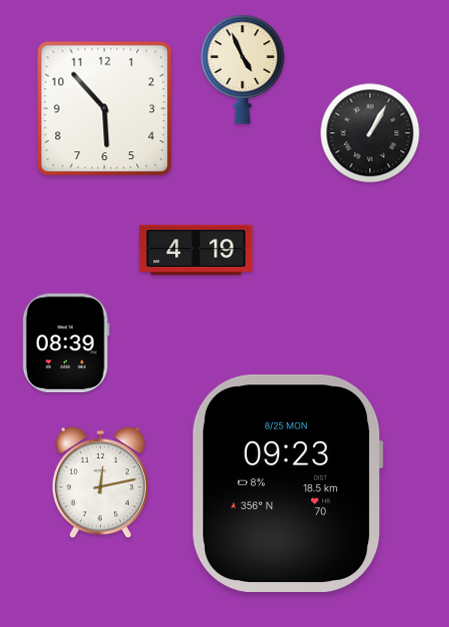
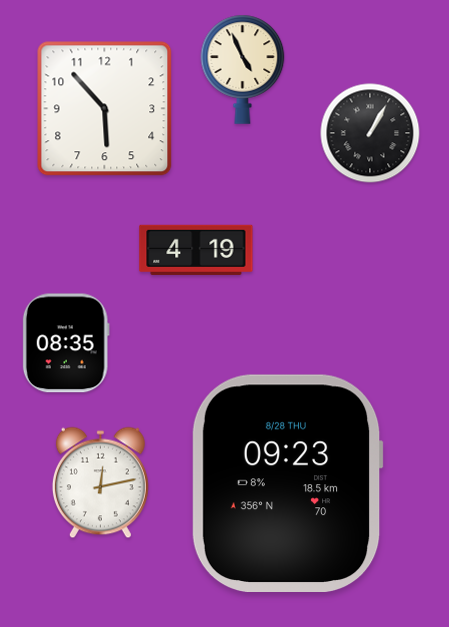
clock at (66, 343): 08:39 -> 08:35
clock at (287, 483) date: 8/25 MON -> 8/28 THU
